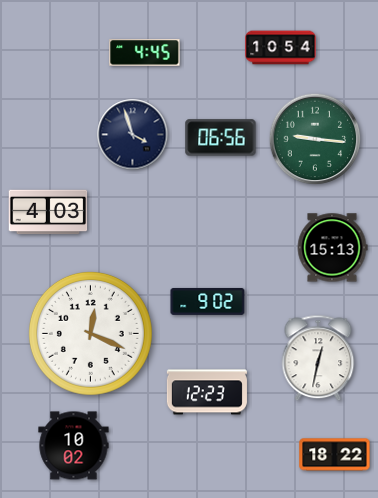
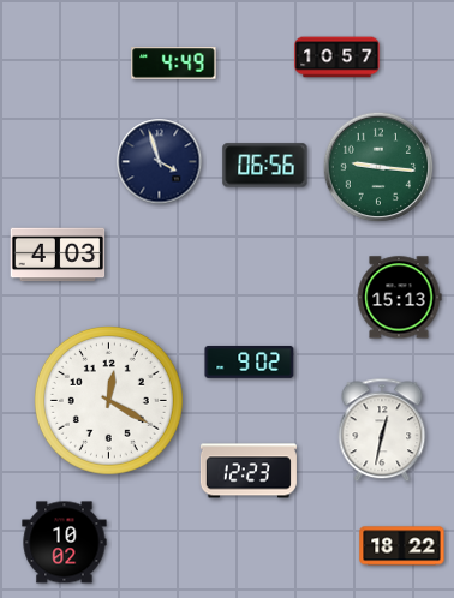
clock at (281, 48): 10:54 -> 10:57
clock at (145, 53): 4:45 -> 4:49
clock at (90, 333): 12:19 -> 12:20
clock at (74, 446) position: (74, 446) -> (65, 543)
